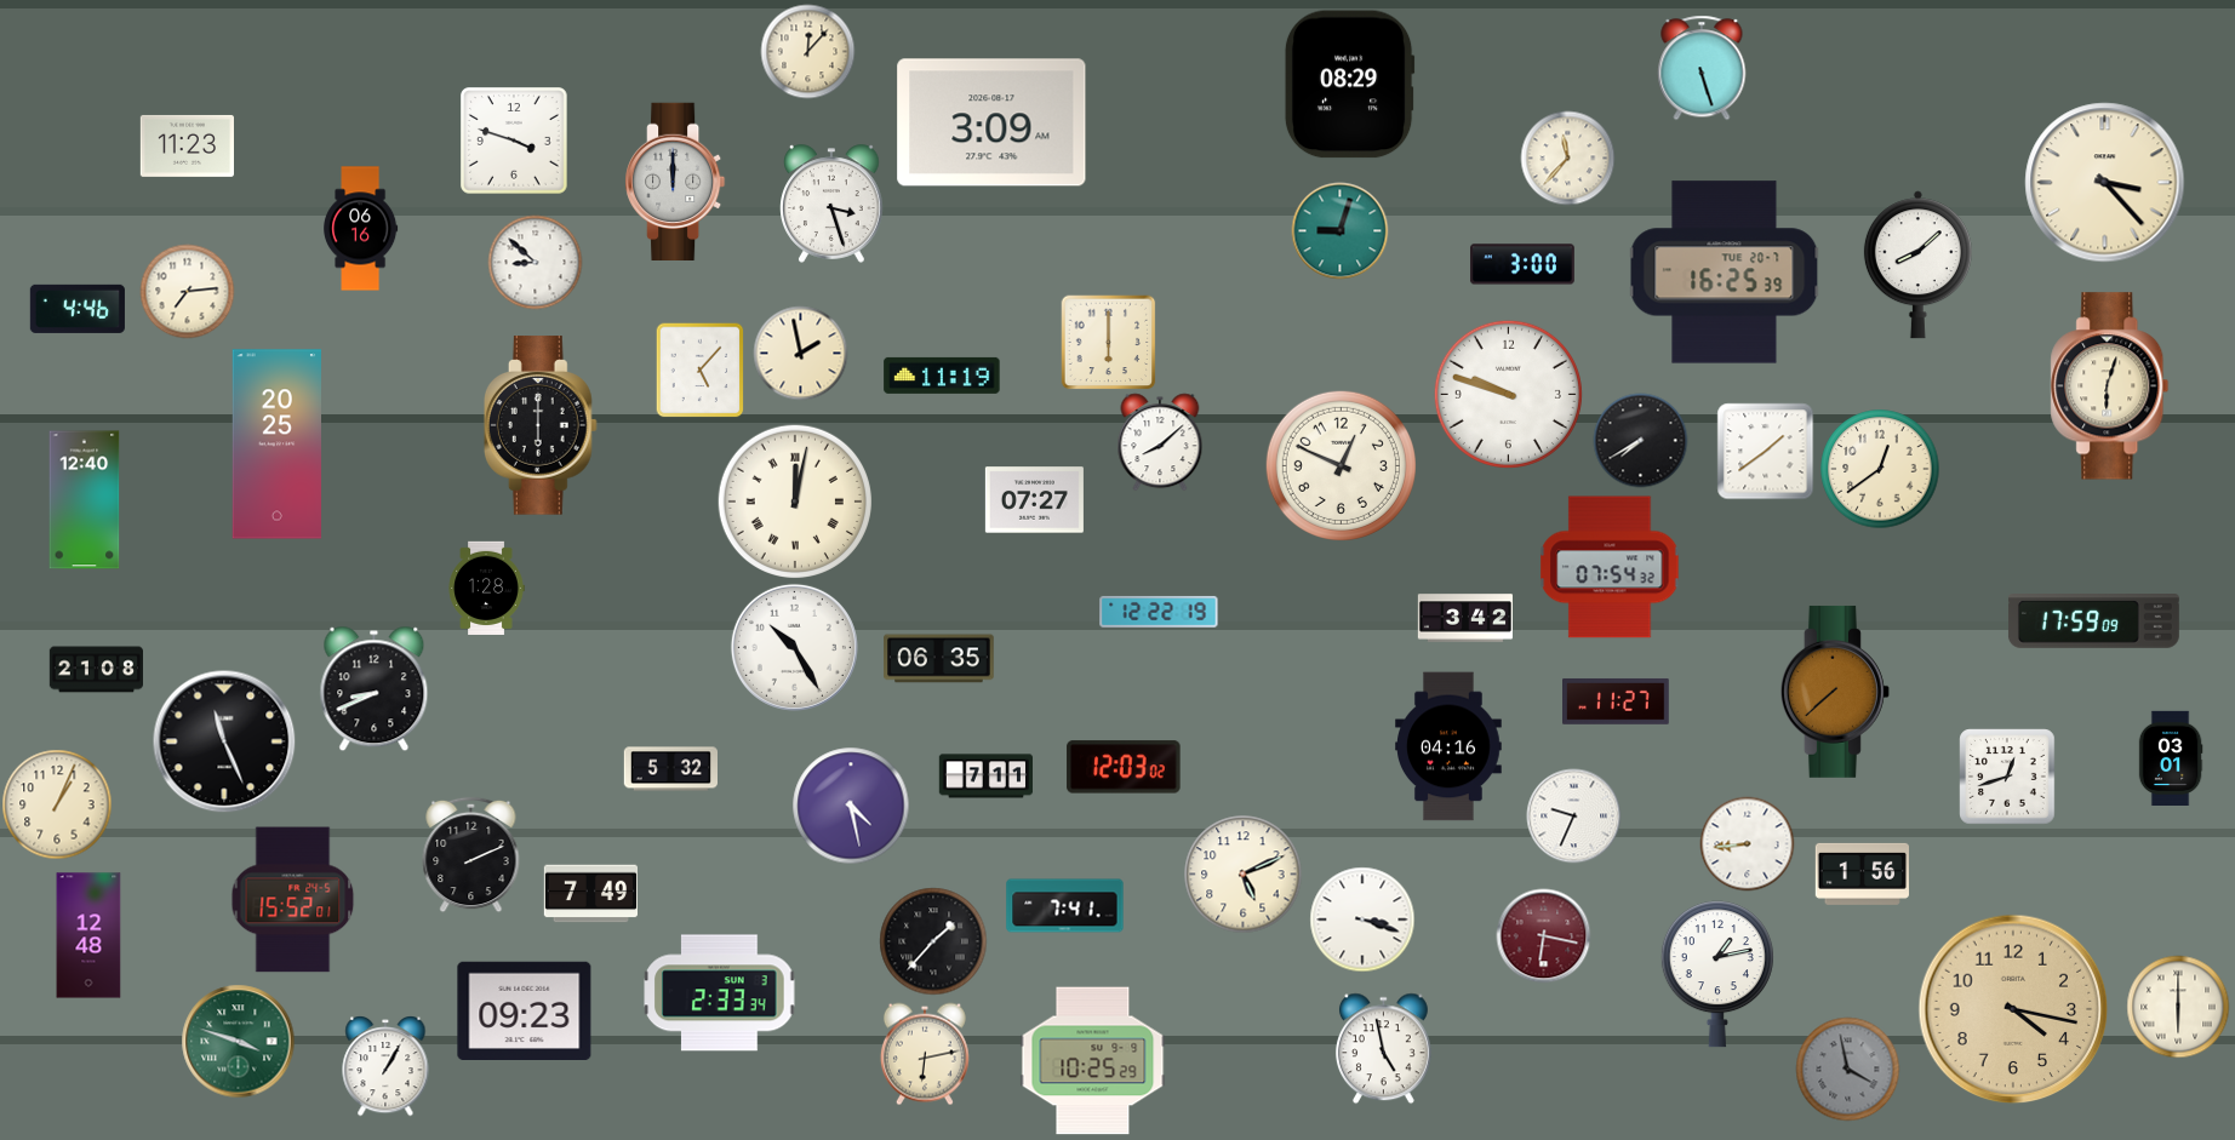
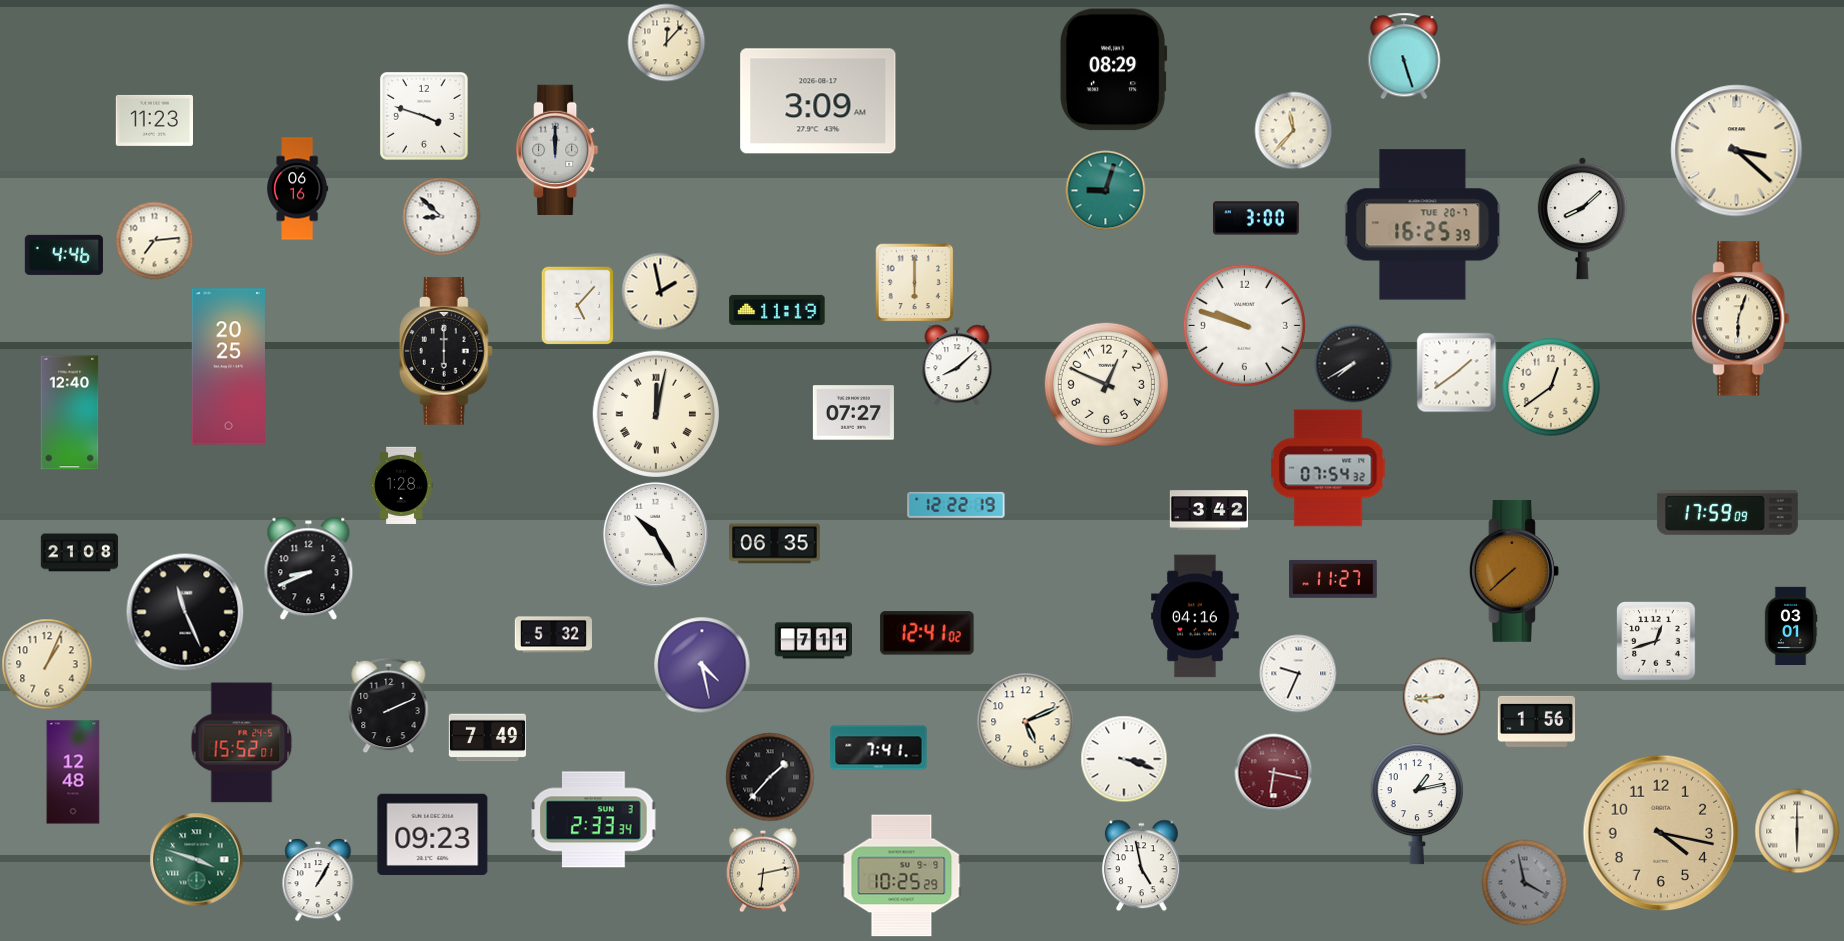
clock at (2105, 183): 3:23 -> 3:22
clock at (833, 204): 3:27 -> none
clock at (1124, 767): 12:03 -> 12:41
